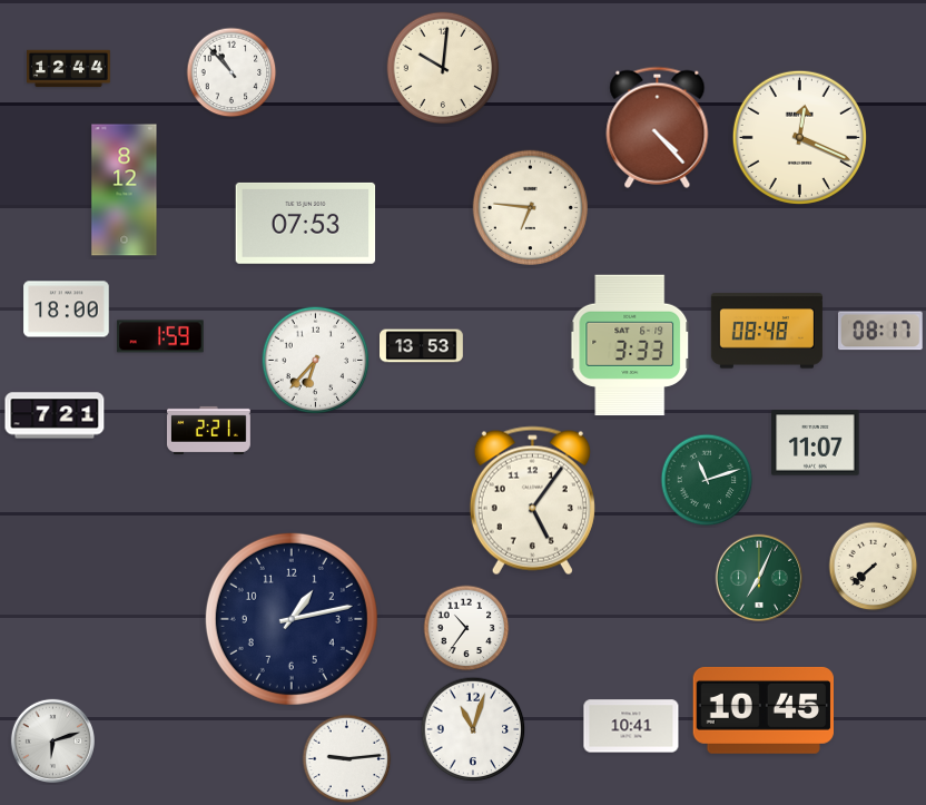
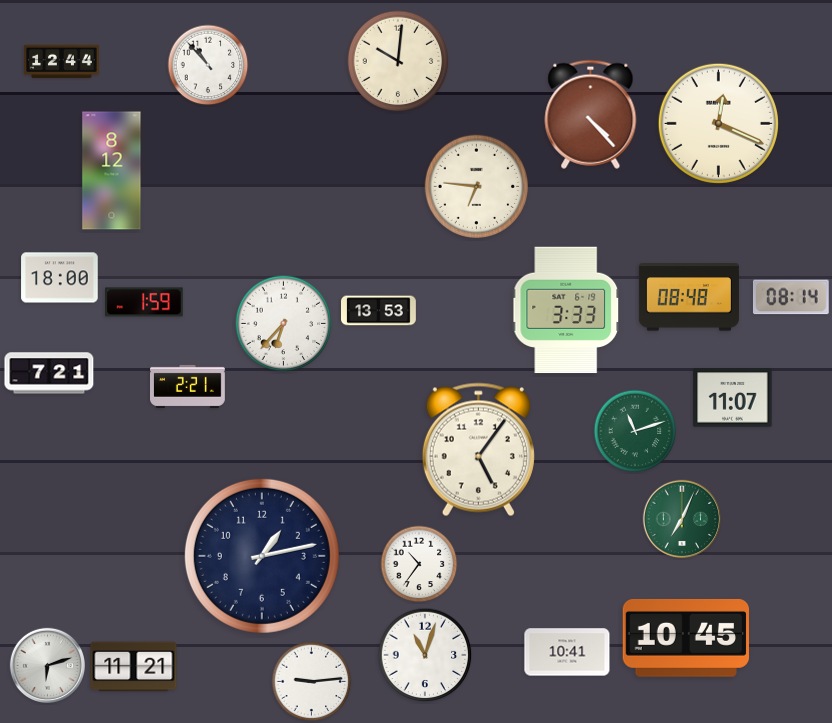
clock at (306, 223): 07:53 -> none
clock at (880, 331): 08:17 -> 08:14
clock at (874, 567): 7:38 -> none
clock at (134, 667): none -> 11:21
